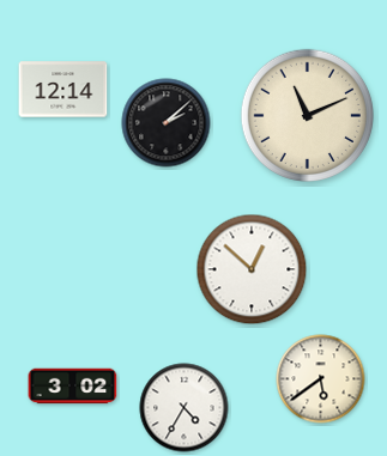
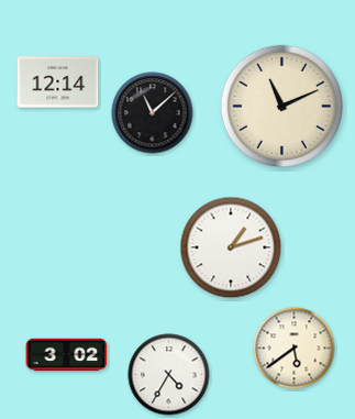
clock at (167, 123): 2:08 -> 11:08
clock at (252, 269): 12:52 -> 1:12
